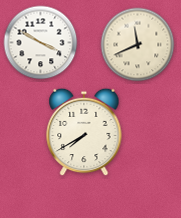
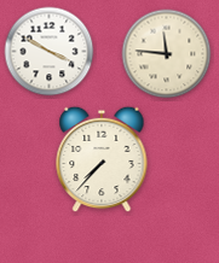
clock at (138, 45): 11:41 -> 11:46
clock at (84, 132): 7:40 -> 7:37
